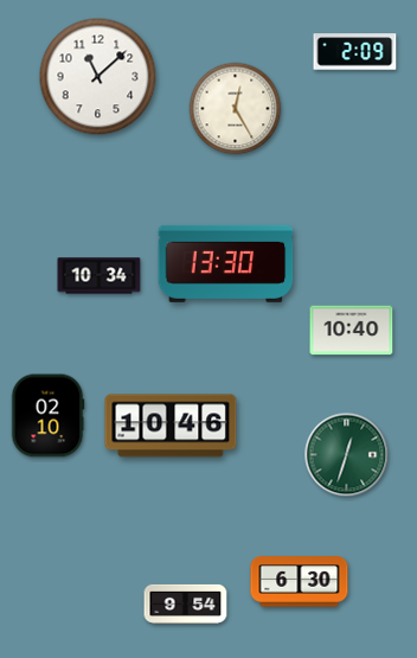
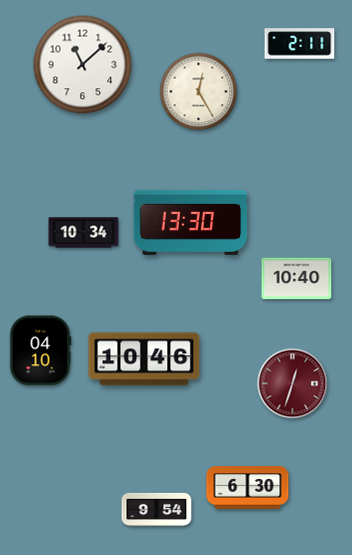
clock at (355, 52): 2:09 -> 2:11
clock at (47, 416): 02:10 -> 04:10
clock at (347, 455) dial: green -> burgundy
clock at (300, 582) position: (300, 582) -> (248, 488)
